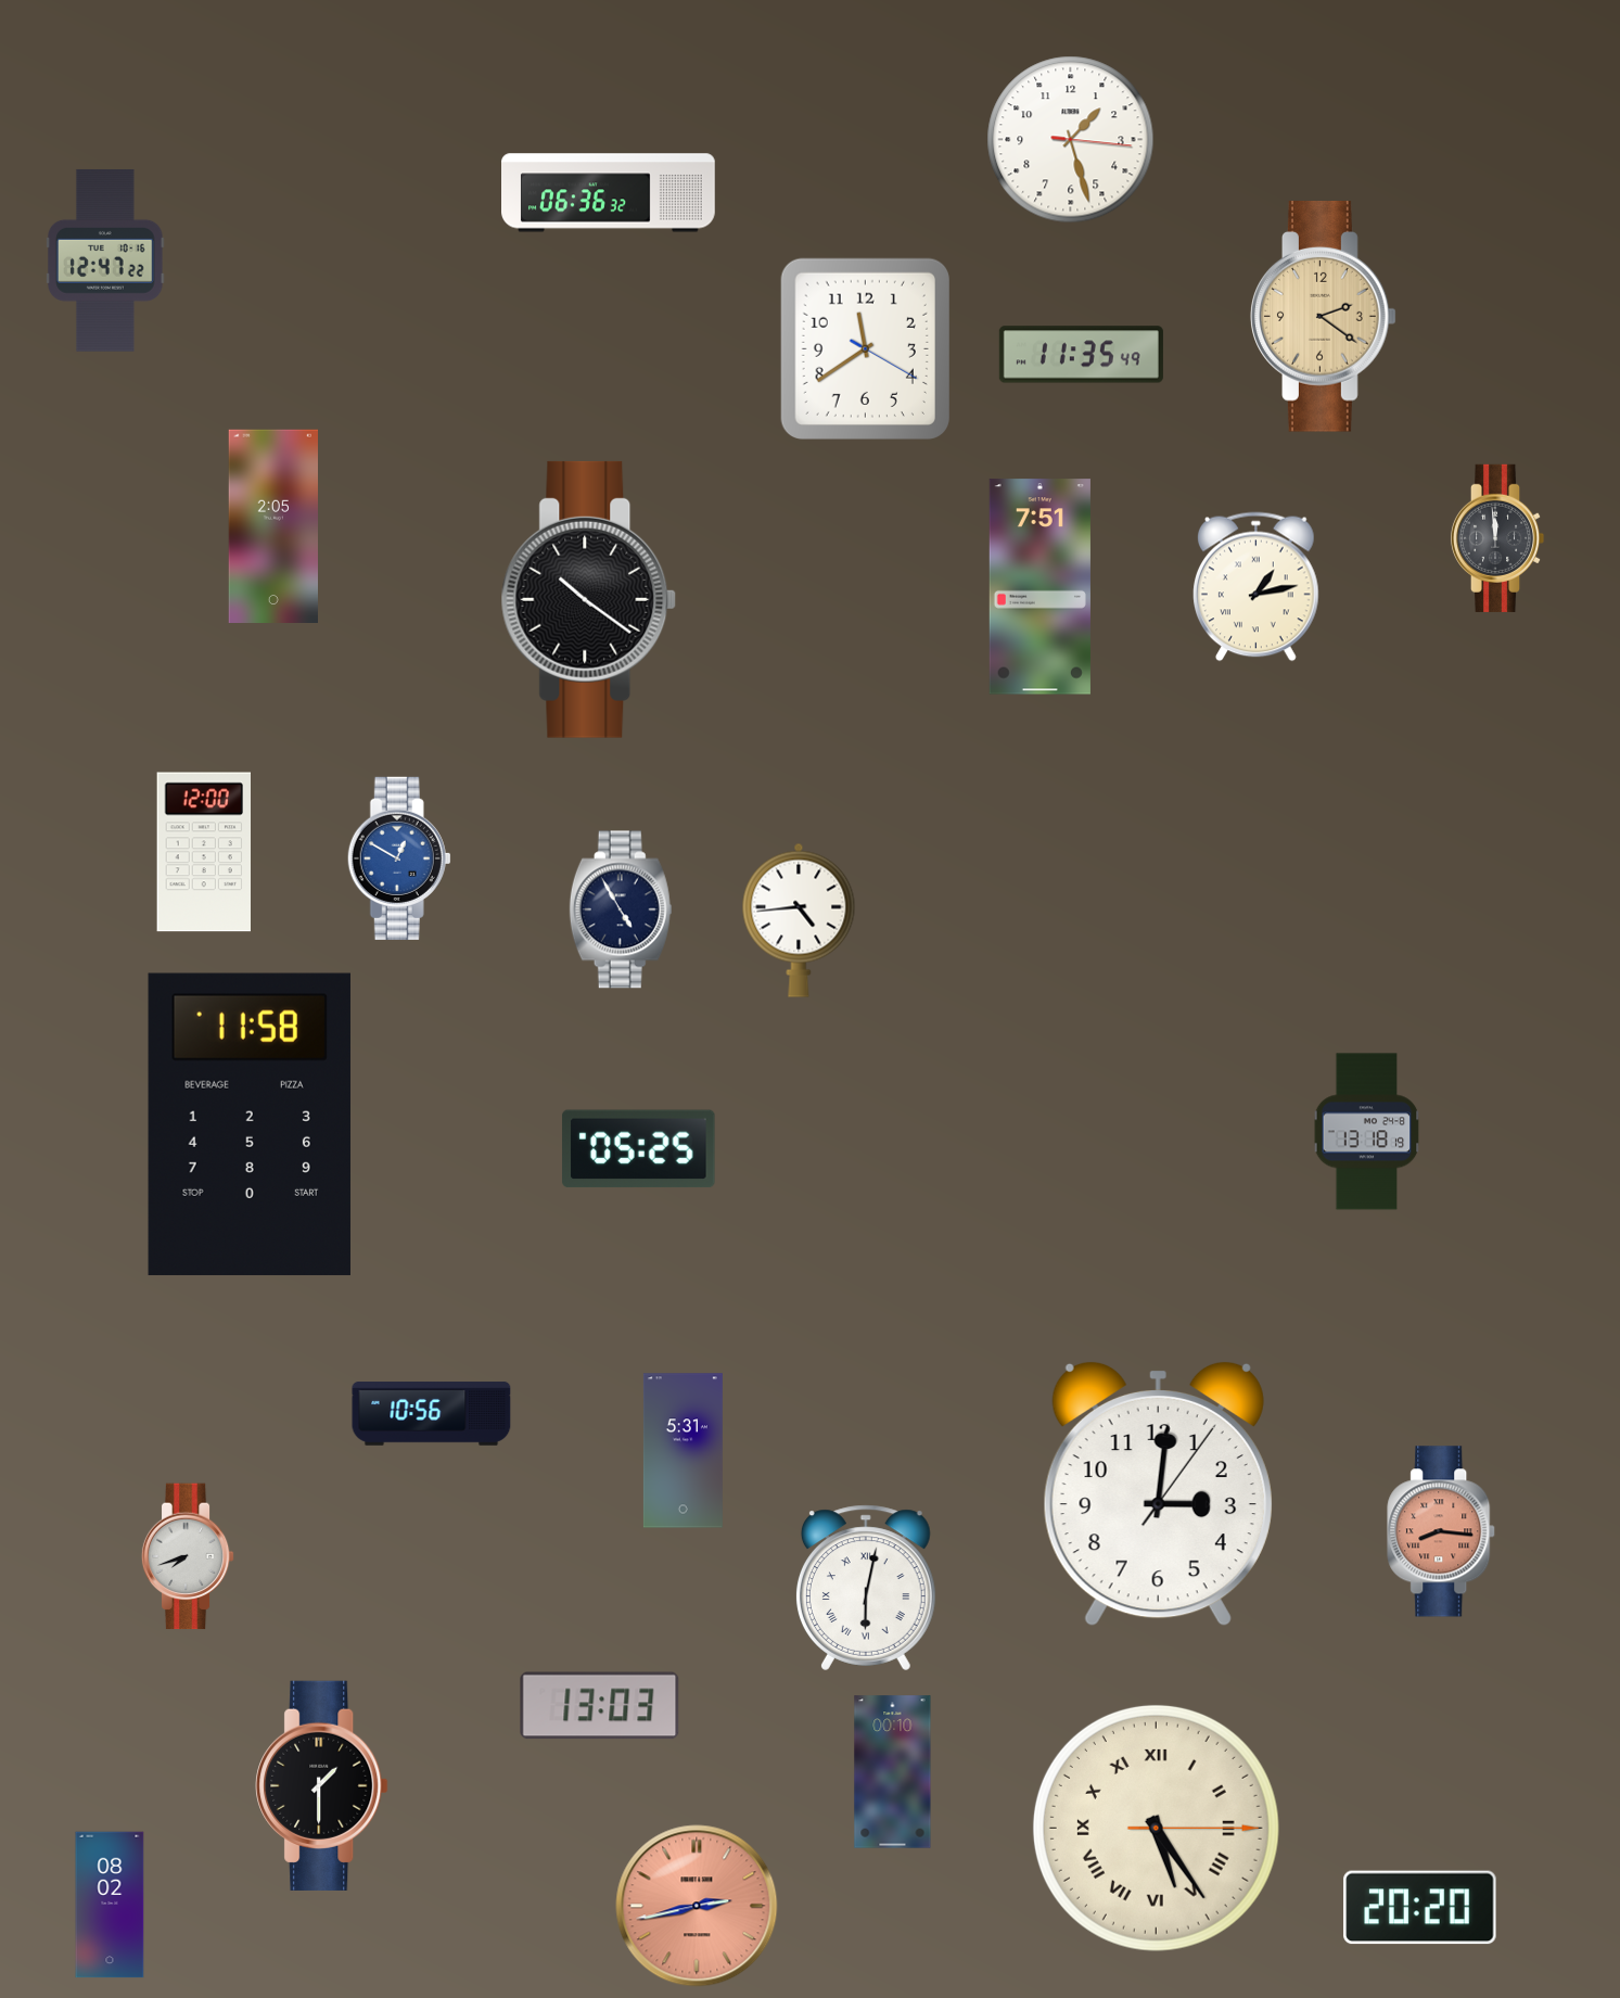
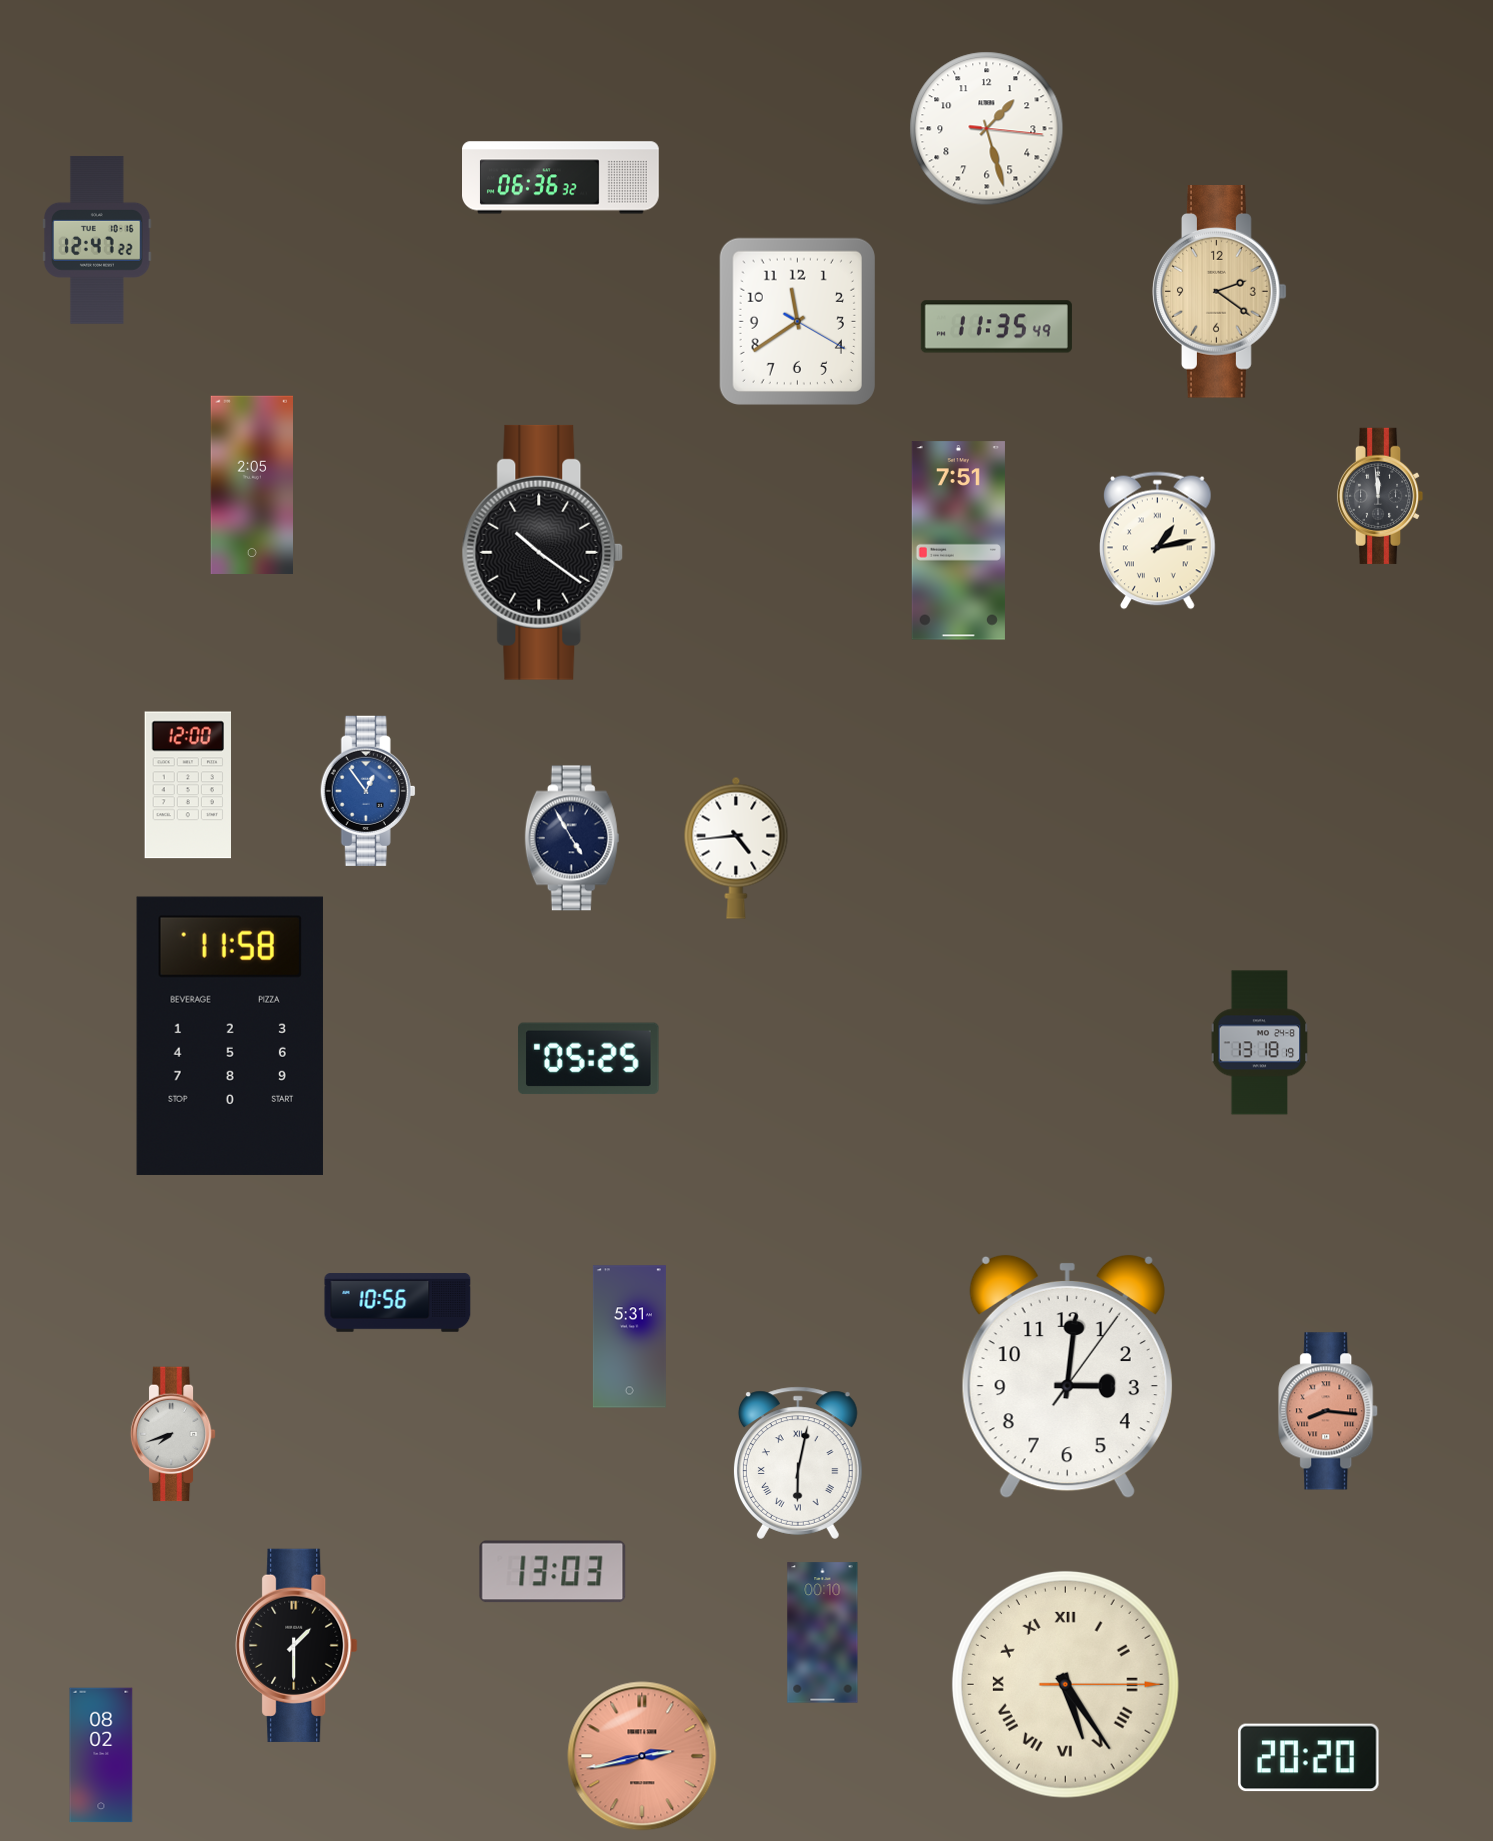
clock at (399, 858): 12:50 -> 12:54
